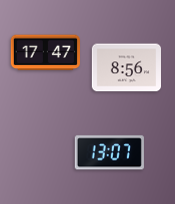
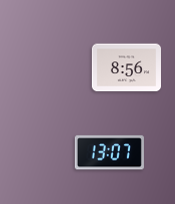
clock at (45, 53): 17:47 -> none
